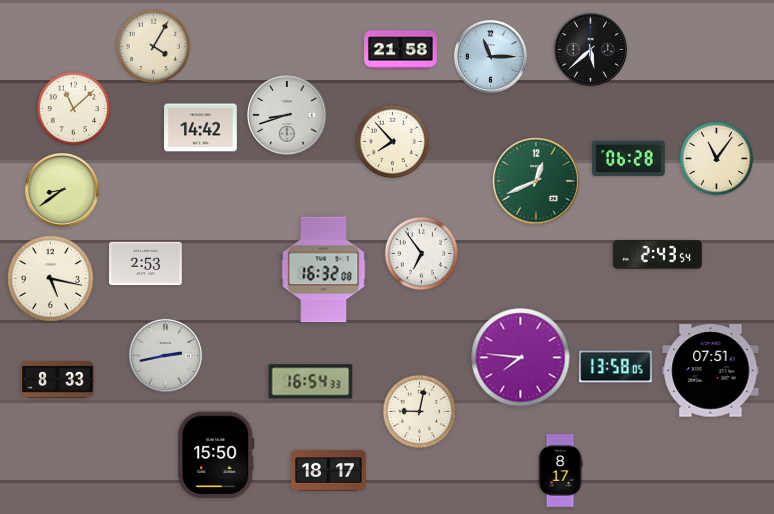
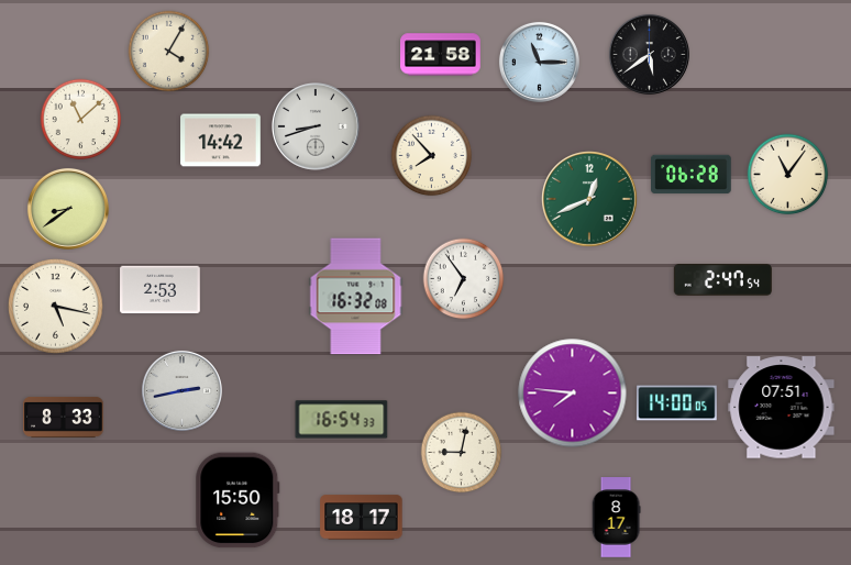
clock at (590, 49): 5:38 -> 5:39
clock at (657, 255): 2:43 -> 2:47
clock at (616, 367): 13:58 -> 14:00
